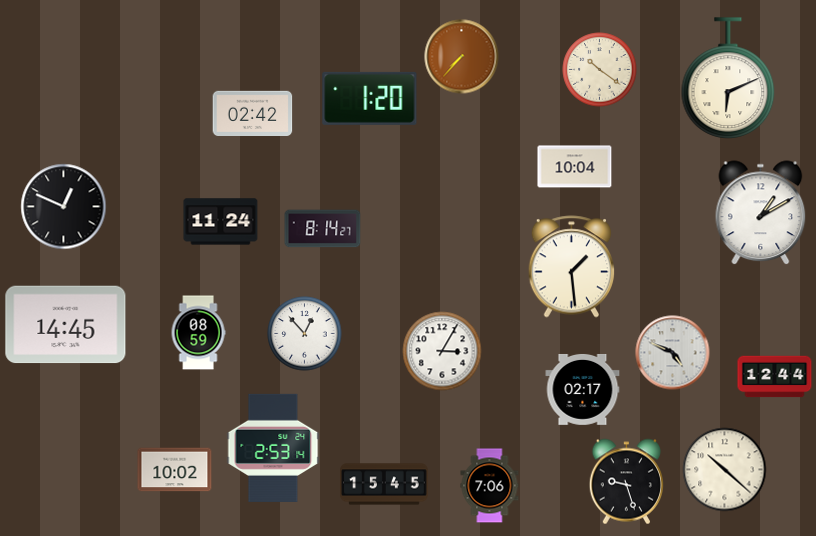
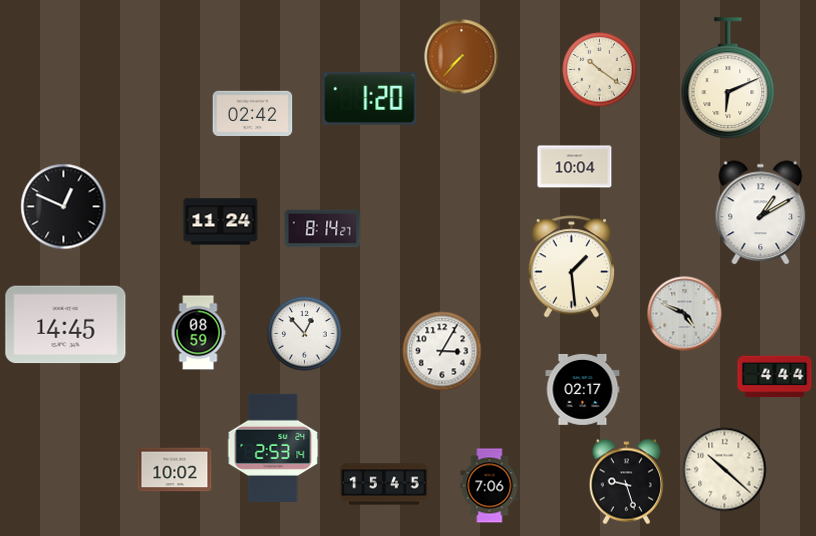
clock at (673, 353) position: (673, 353) -> (685, 314)
clock at (775, 377): 12:44 -> 4:44
